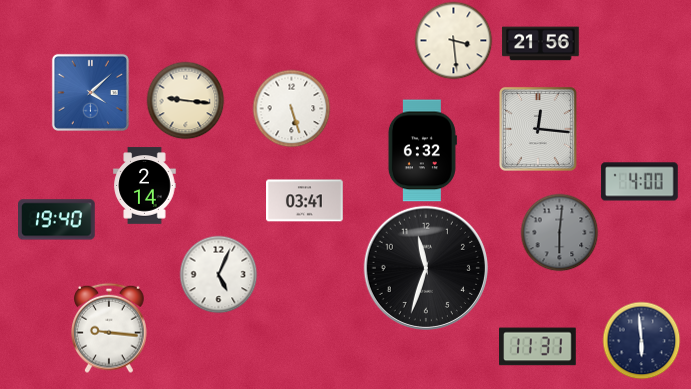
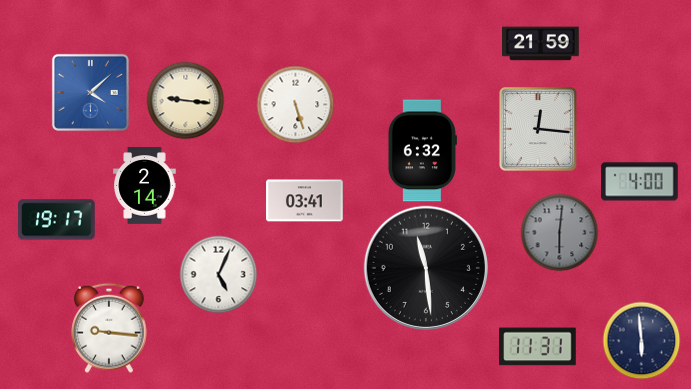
clock at (453, 40): 3:29 -> none
clock at (541, 44): 21:56 -> 21:59
clock at (291, 108) position: (291, 108) -> (295, 104)
clock at (57, 220): 19:40 -> 19:17
clock at (425, 267): 11:33 -> 11:29
